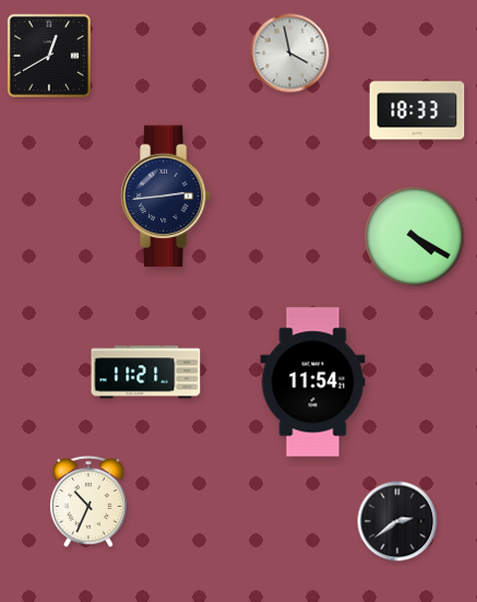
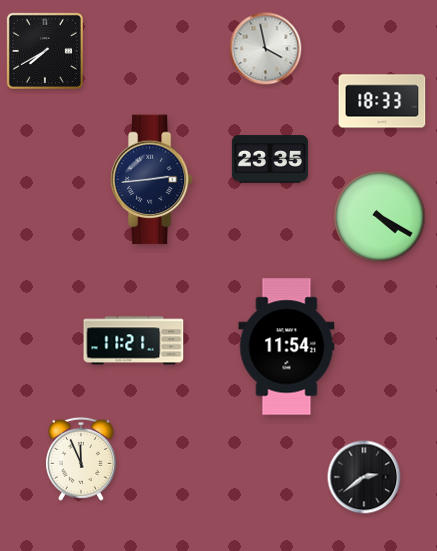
clock at (49, 56): 12:40 -> 7:40
clock at (270, 159): none -> 23:35
clock at (313, 382) position: (313, 382) -> (287, 347)
clock at (88, 501): 10:34 -> 11:56
